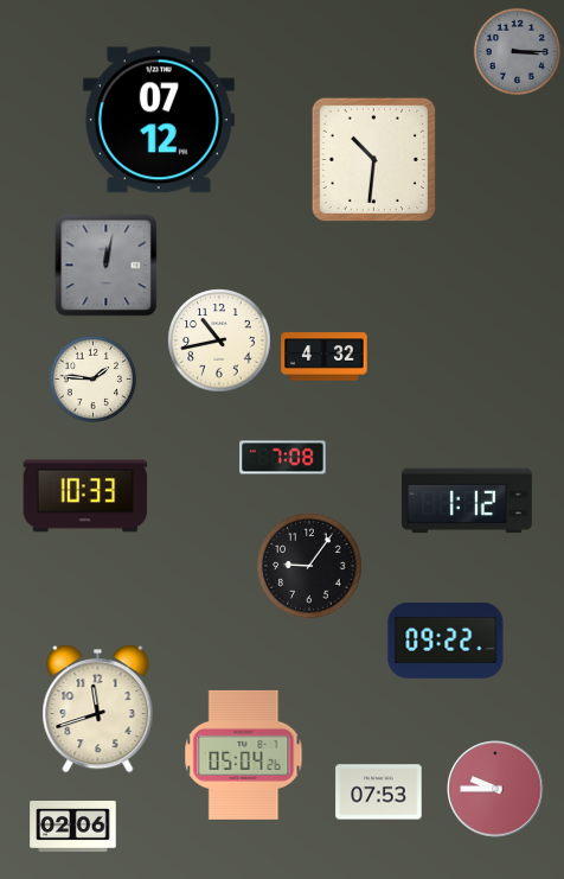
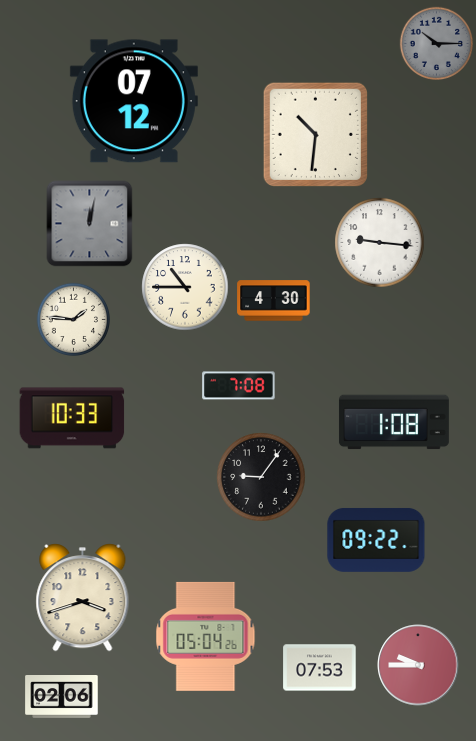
clock at (517, 51): 3:15 -> 10:15
clock at (380, 243): none -> 9:16
clock at (219, 340): 10:43 -> 10:45
clock at (325, 357): 4:32 -> 4:30
clock at (92, 378) position: (92, 378) -> (73, 319)
clock at (467, 501): 1:12 -> 1:08
clock at (98, 709): 11:42 -> 3:42
